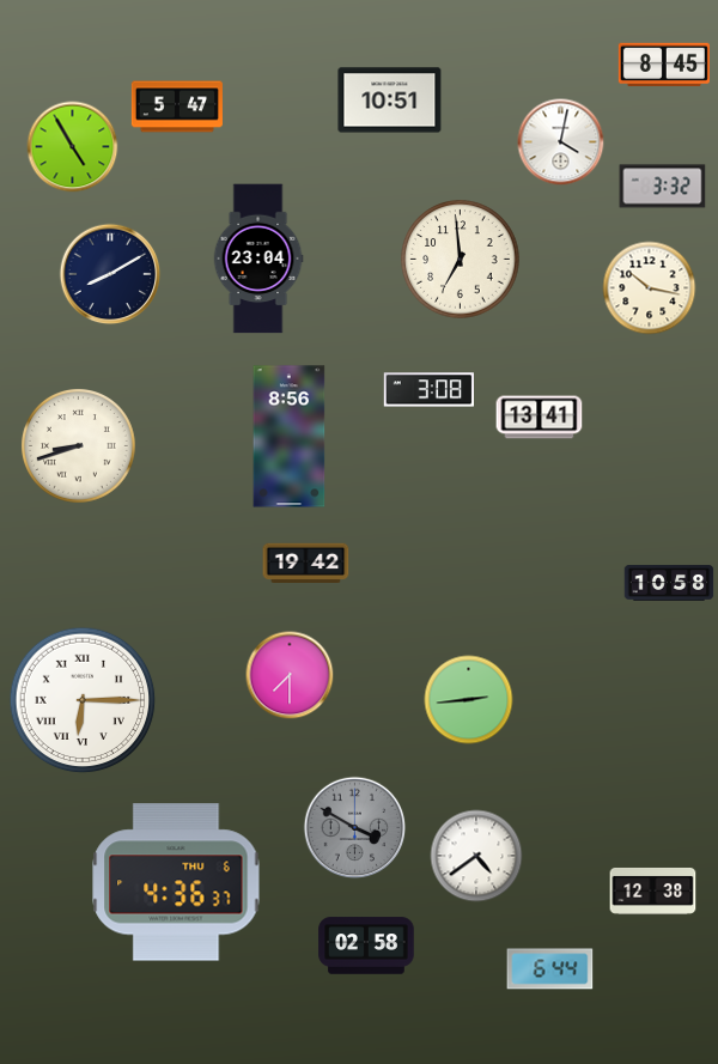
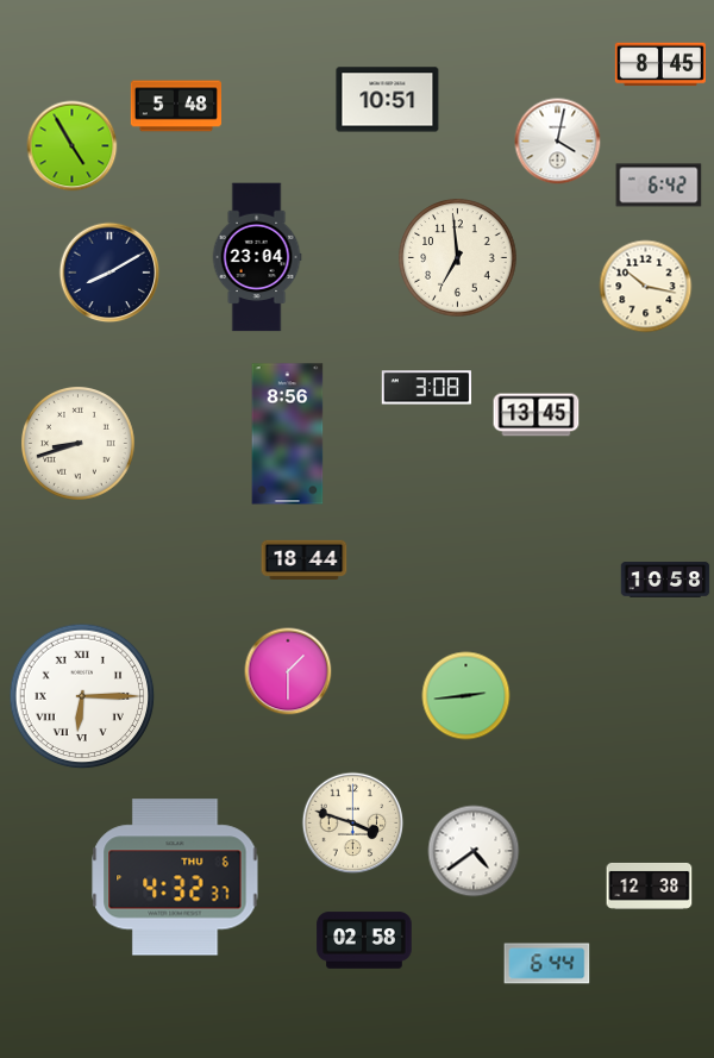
clock at (177, 107): 5:47 -> 5:48
clock at (663, 187): 3:32 -> 6:42
clock at (540, 418): 13:41 -> 13:45
clock at (306, 563): 19:42 -> 18:44
clock at (290, 675): 7:30 -> 1:30
clock at (355, 828): 3:50 -> 3:48
clock at (355, 828) dial: grey -> cream
clock at (176, 882): 4:36 -> 4:32
